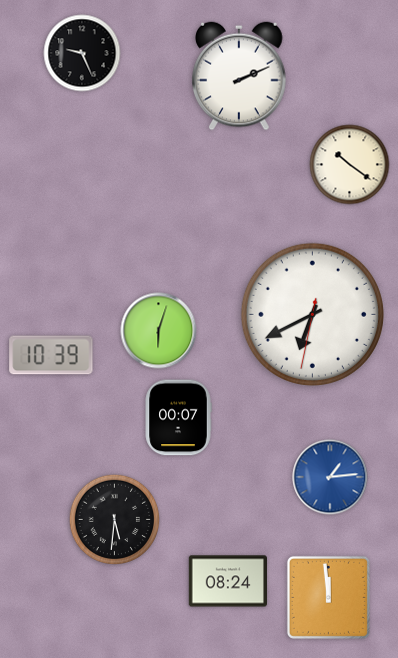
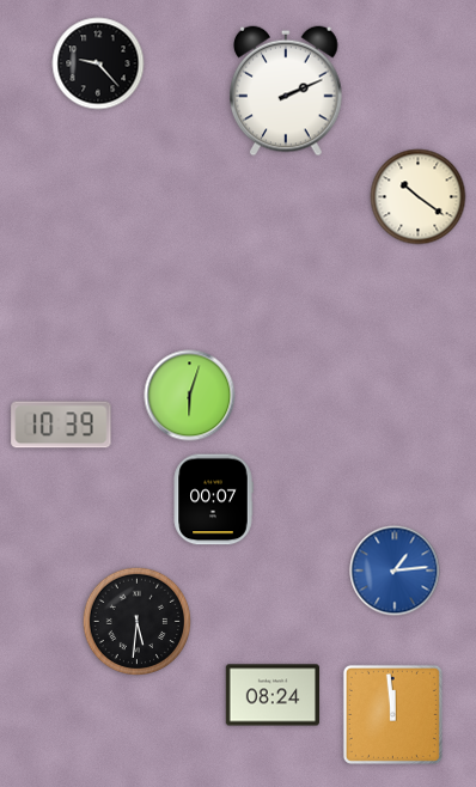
clock at (82, 53): 9:26 -> 9:23
clock at (312, 314): 6:40 -> none
